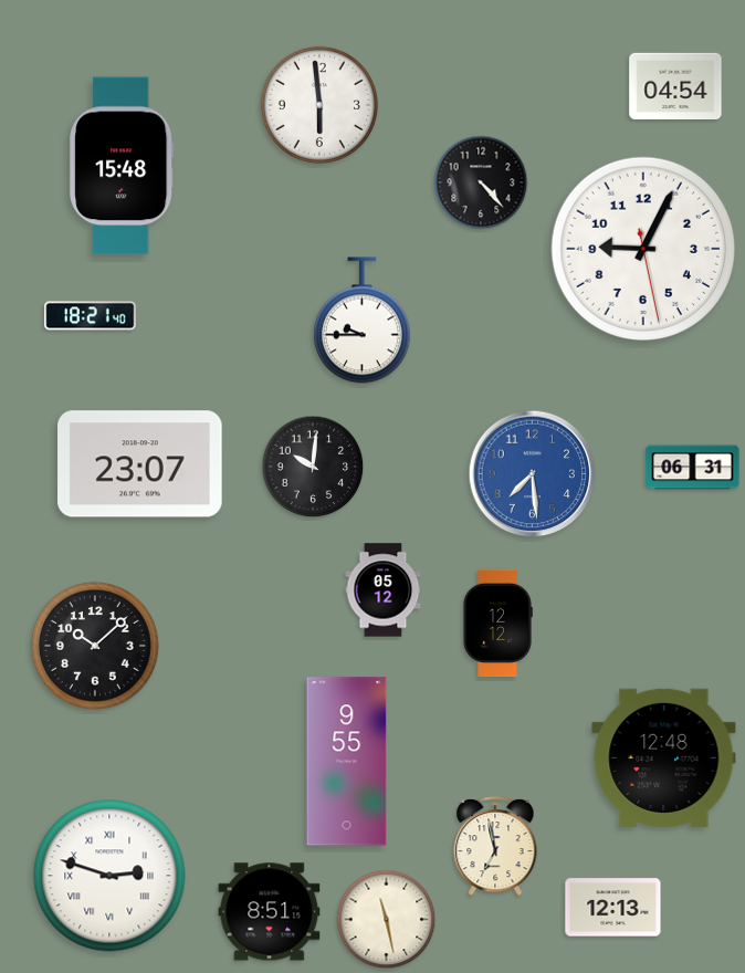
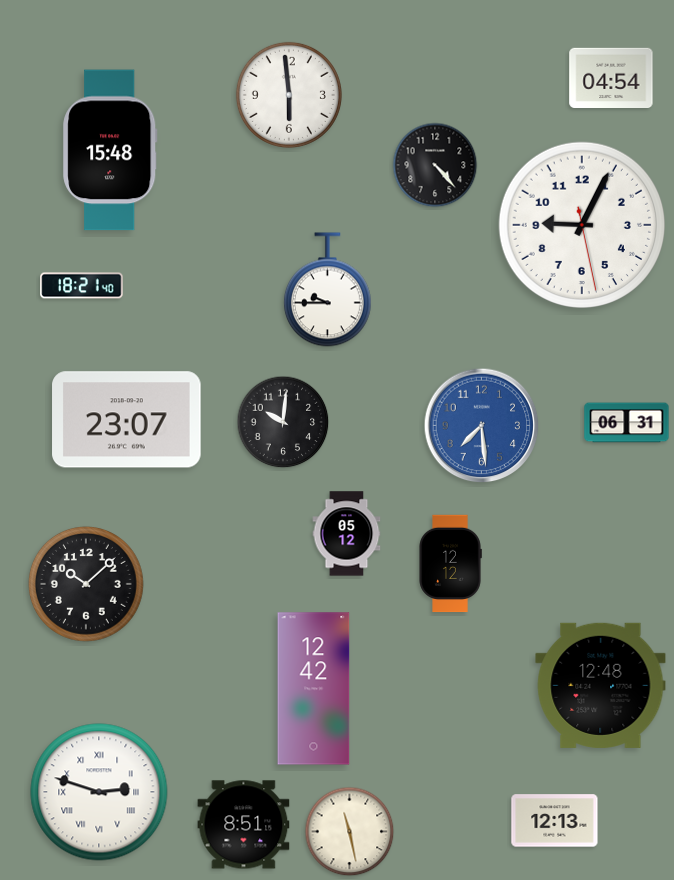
clock at (533, 474) position: (533, 474) -> (482, 426)
clock at (347, 762): 9:55 -> 12:42
clock at (495, 847): 6:58 -> none
